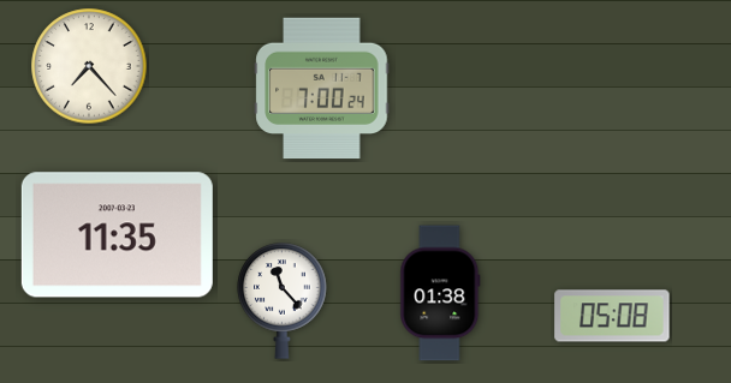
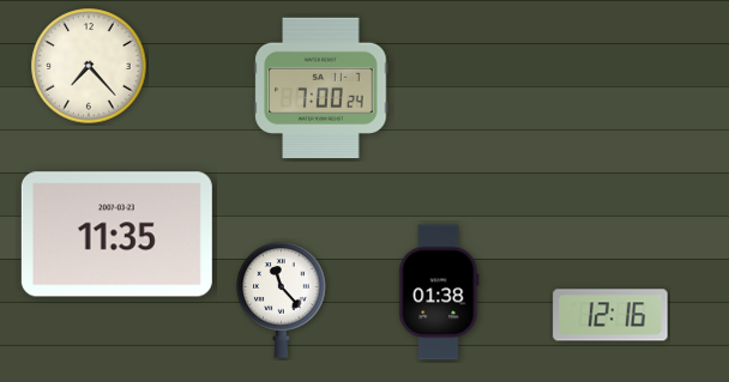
clock at (612, 316): 05:08 -> 12:16
